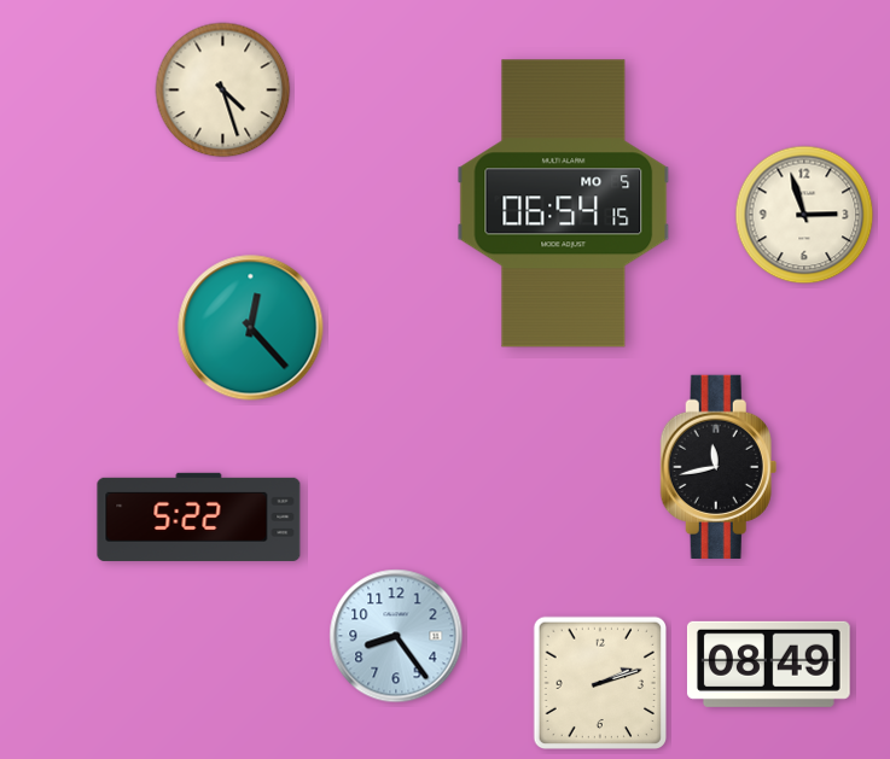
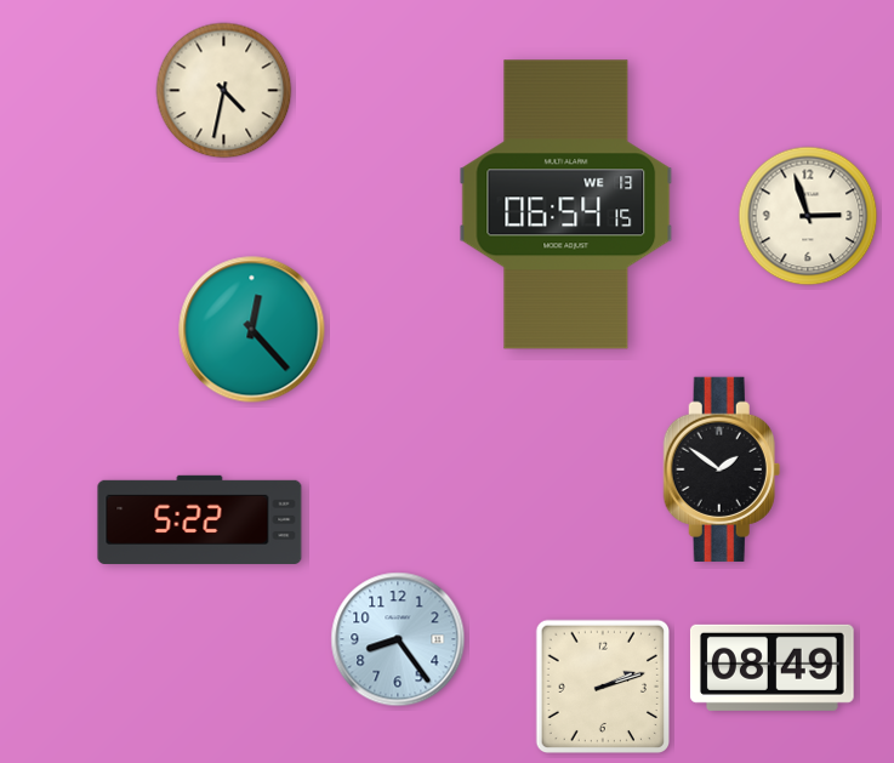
clock at (223, 91): 4:27 -> 4:32
clock at (564, 204) date: MO 5 -> WE 13
clock at (719, 467): 11:43 -> 1:51
